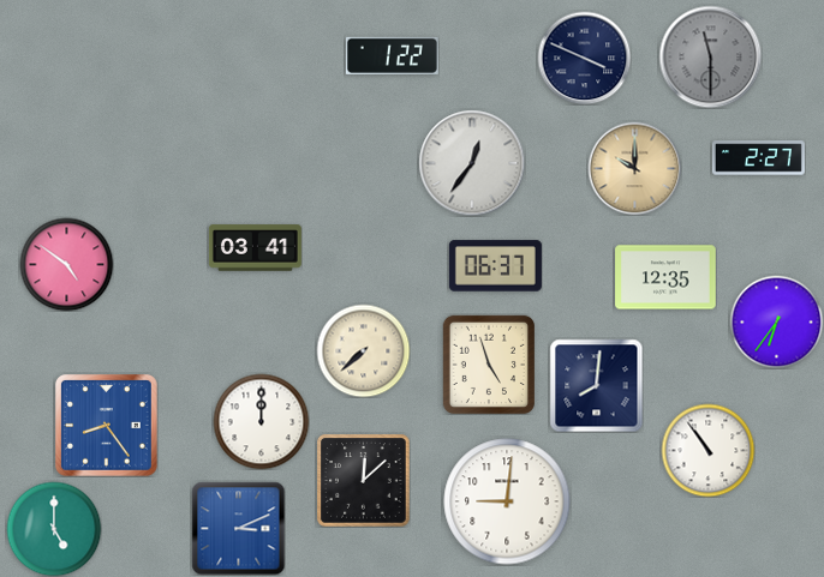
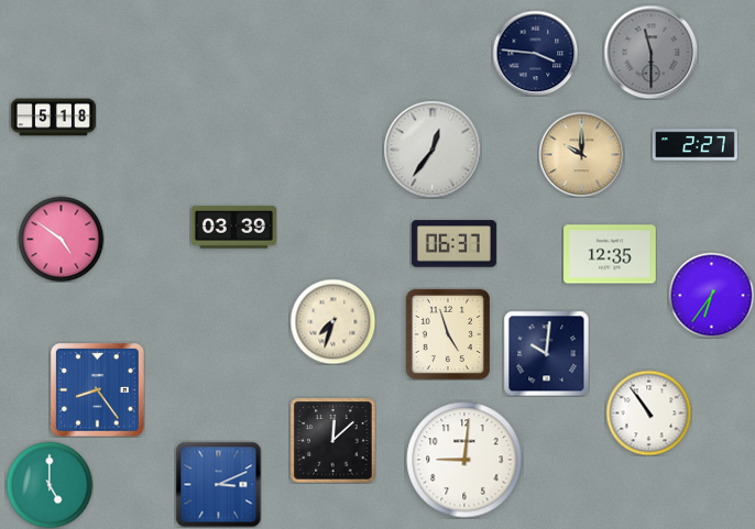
clock at (392, 55): 1:22 -> none
clock at (584, 58): 3:49 -> 3:46
clock at (53, 118): none -> 5:18
clock at (255, 248): 03:41 -> 03:39
clock at (66, 264) position: (66, 264) -> (61, 239)
clock at (363, 350): 7:38 -> 7:33
clock at (596, 385): 8:01 -> 10:01
clock at (261, 421): 12:00 -> none
